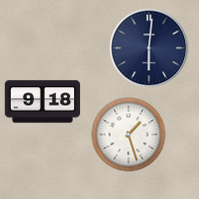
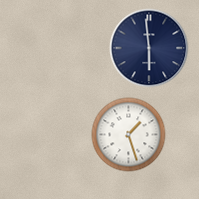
clock at (149, 48): 6:01 -> 5:59
clock at (43, 102): 9:18 -> none
